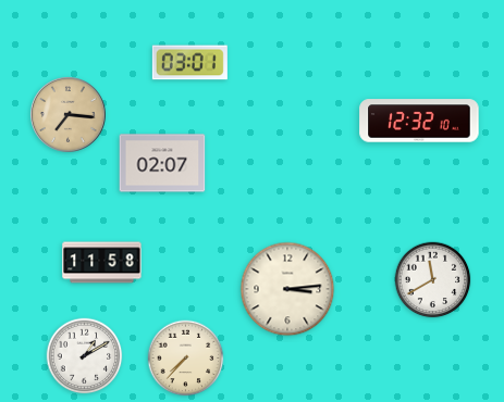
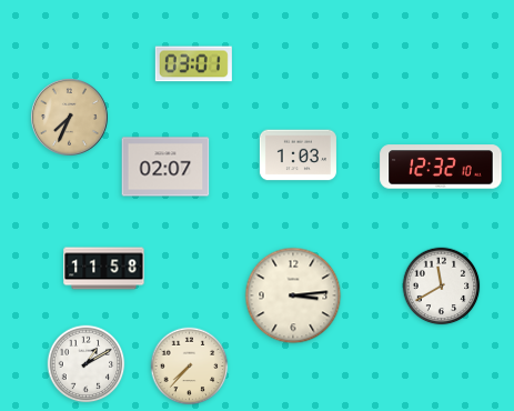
clock at (69, 115): 7:16 -> 7:34
clock at (419, 121) position: (419, 121) -> (441, 167)
clock at (298, 156): none -> 1:03
